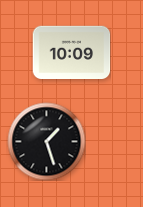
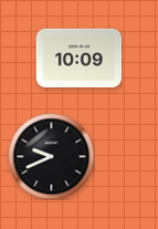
clock at (46, 141): 1:27 -> 9:41
